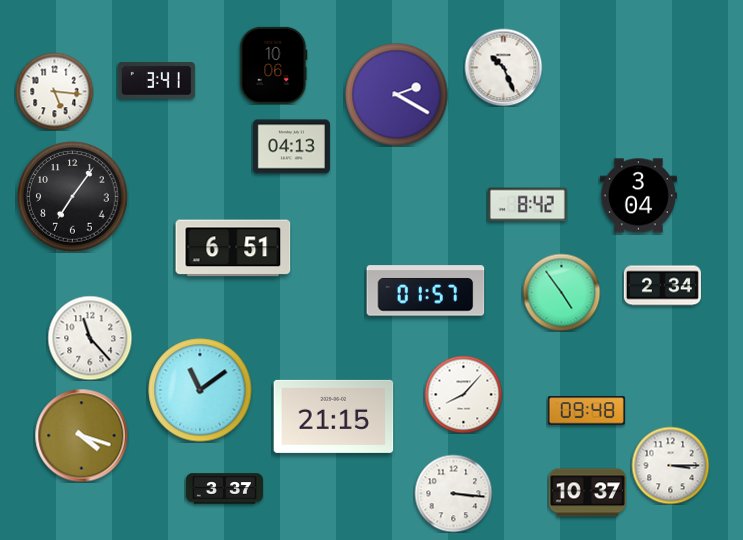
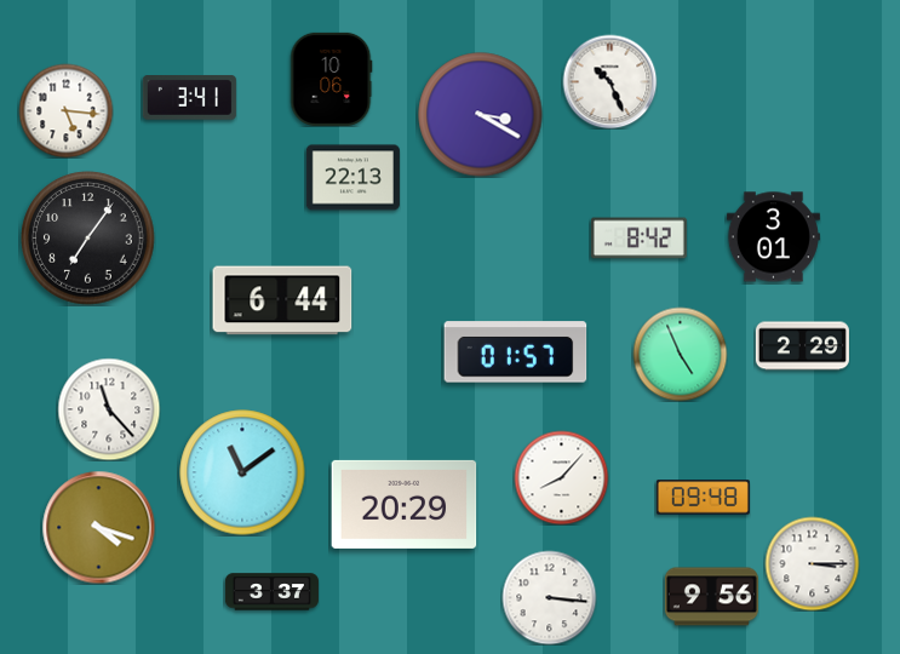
clock at (397, 95): 2:20 -> 3:20
clock at (291, 147): 04:13 -> 22:13
clock at (638, 196): 3:04 -> 3:01
clock at (527, 205) position: (527, 205) -> (638, 239)
clock at (233, 248): 6:51 -> 6:44
clock at (662, 286): 2:34 -> 2:29
clock at (561, 292): 4:54 -> 4:56
clock at (586, 411) position: (586, 411) -> (703, 498)
clock at (334, 416): 21:15 -> 20:29
clock at (587, 493): 10:37 -> 9:56
